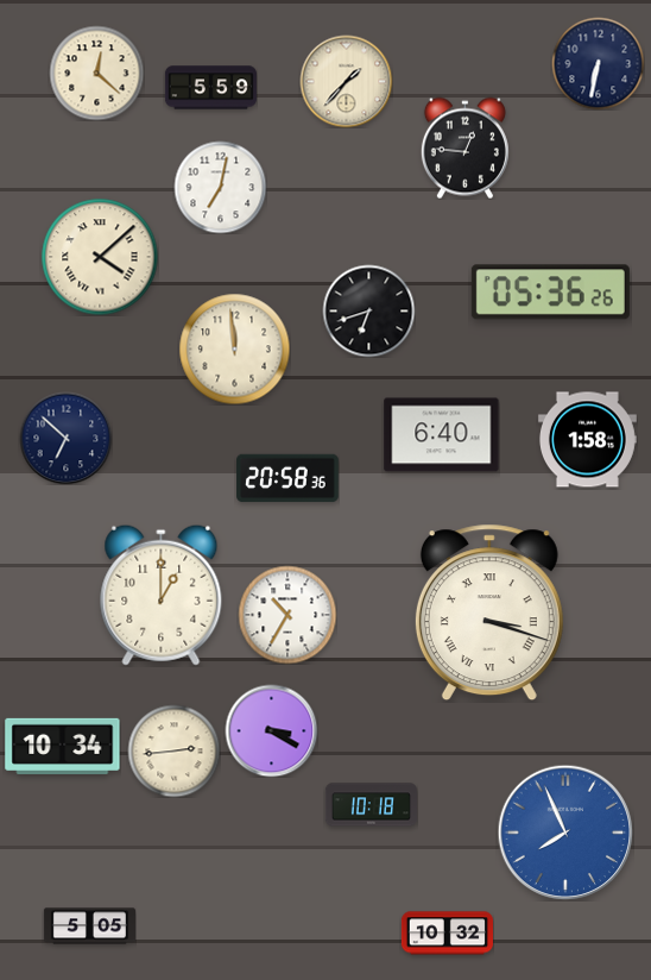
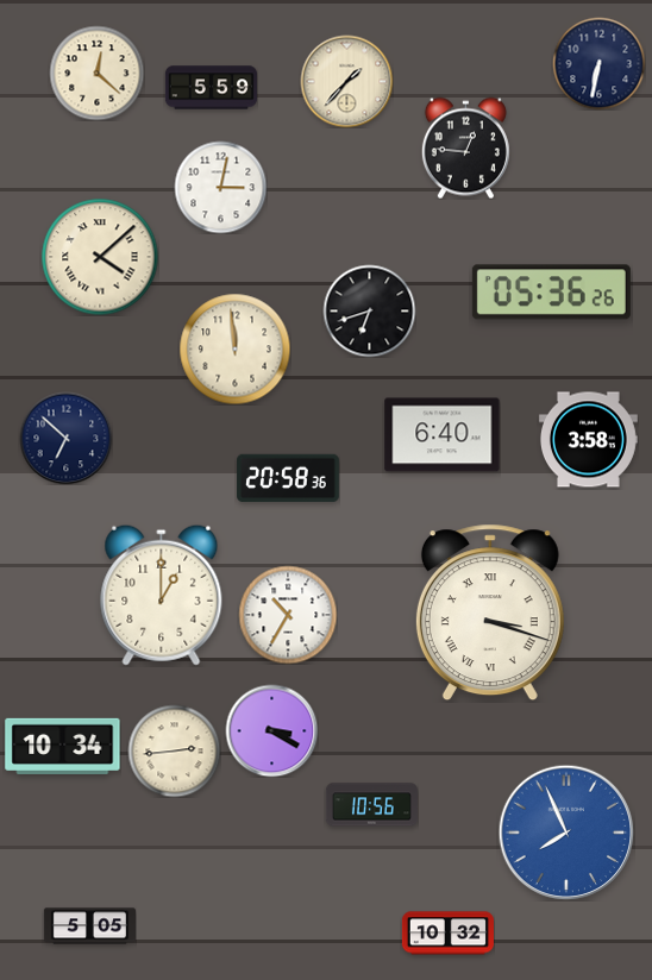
clock at (220, 187): 7:02 -> 3:02
clock at (587, 440): 1:58 -> 3:58
clock at (371, 805): 10:18 -> 10:56
